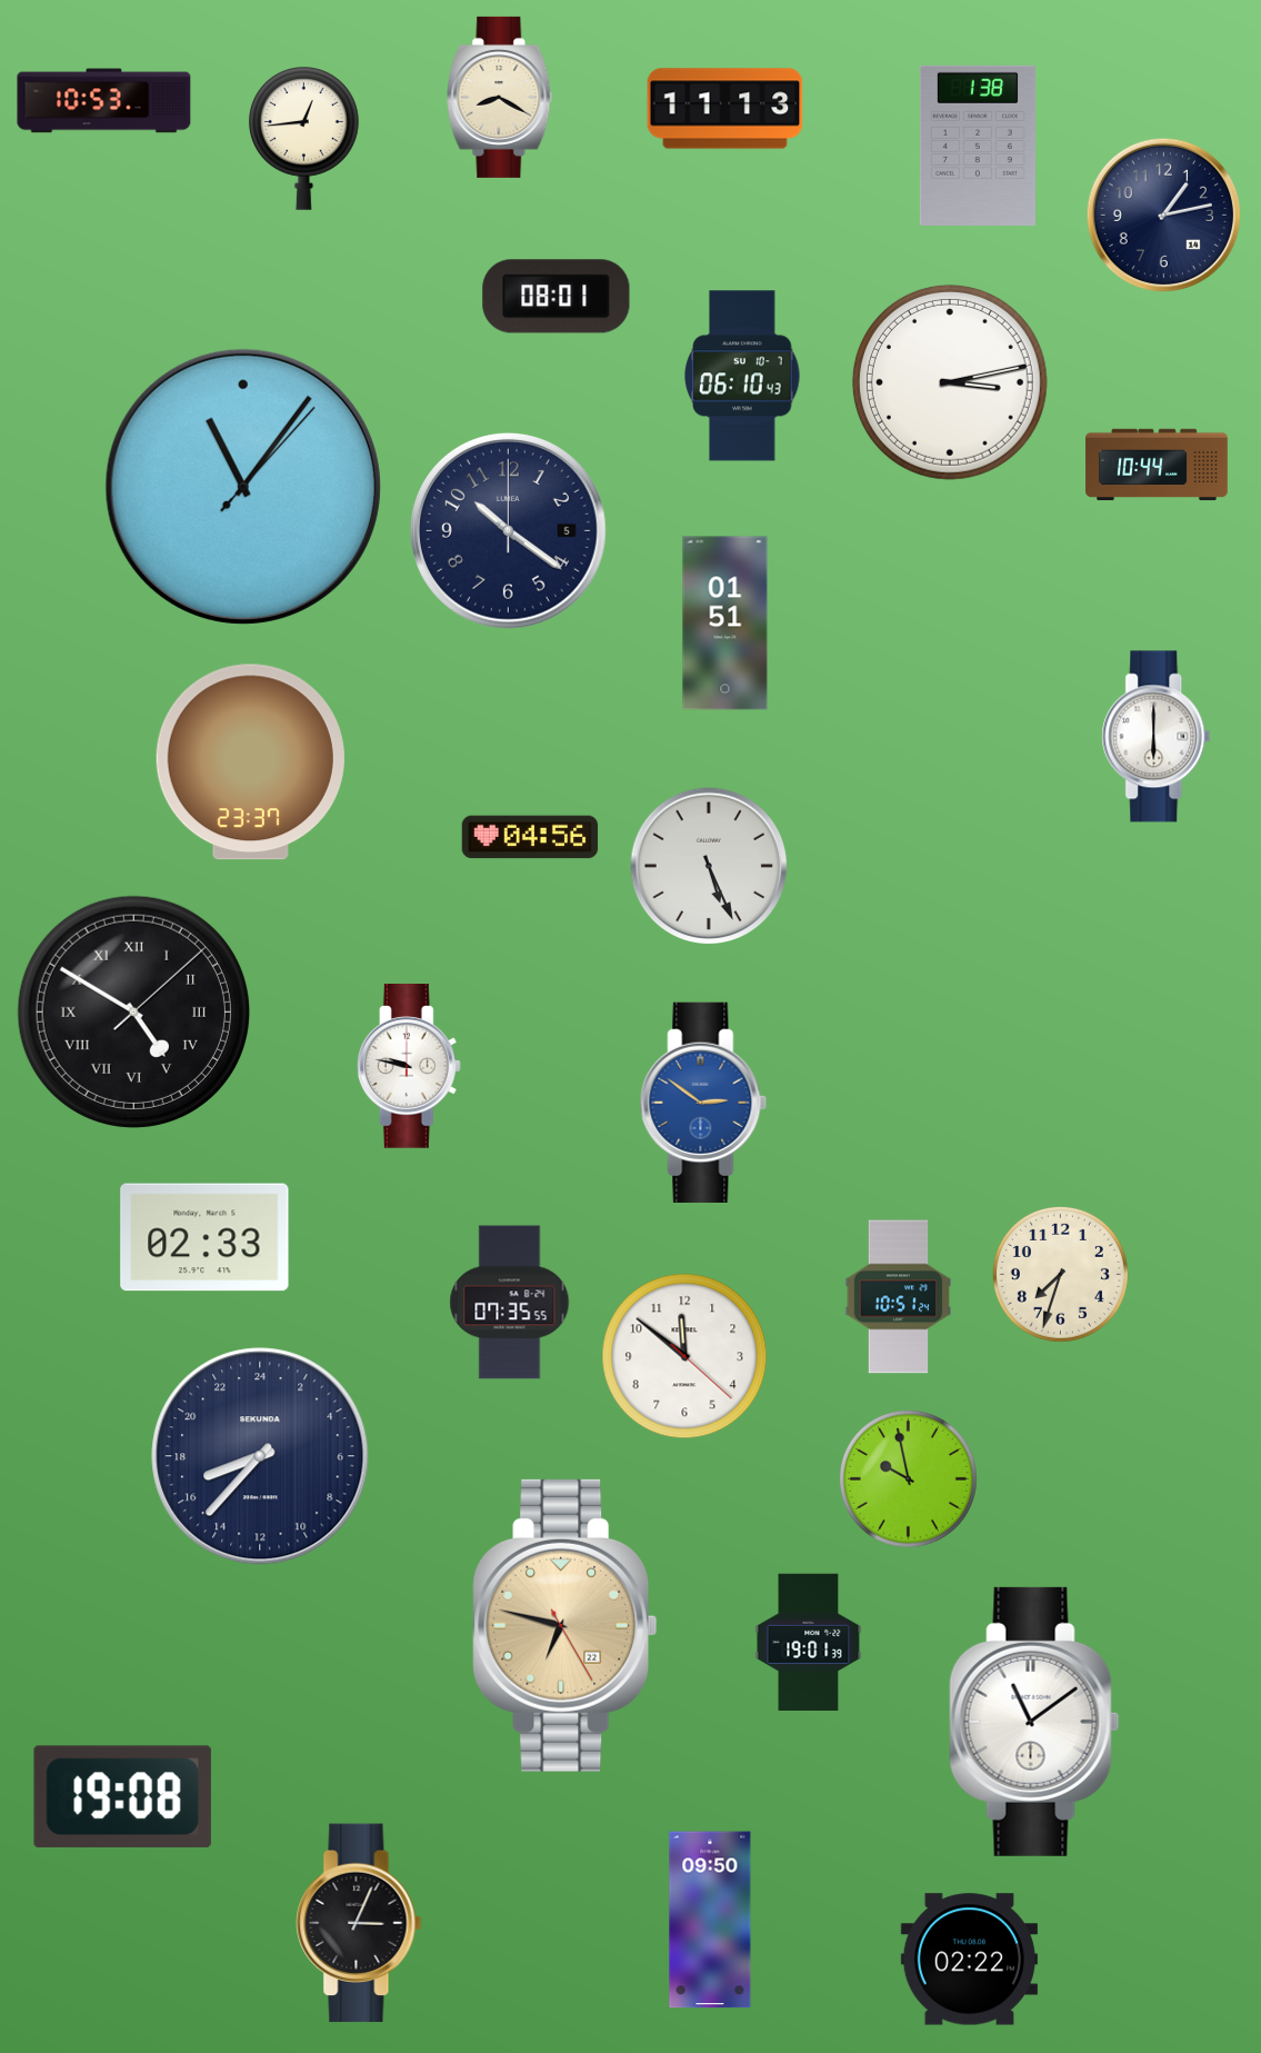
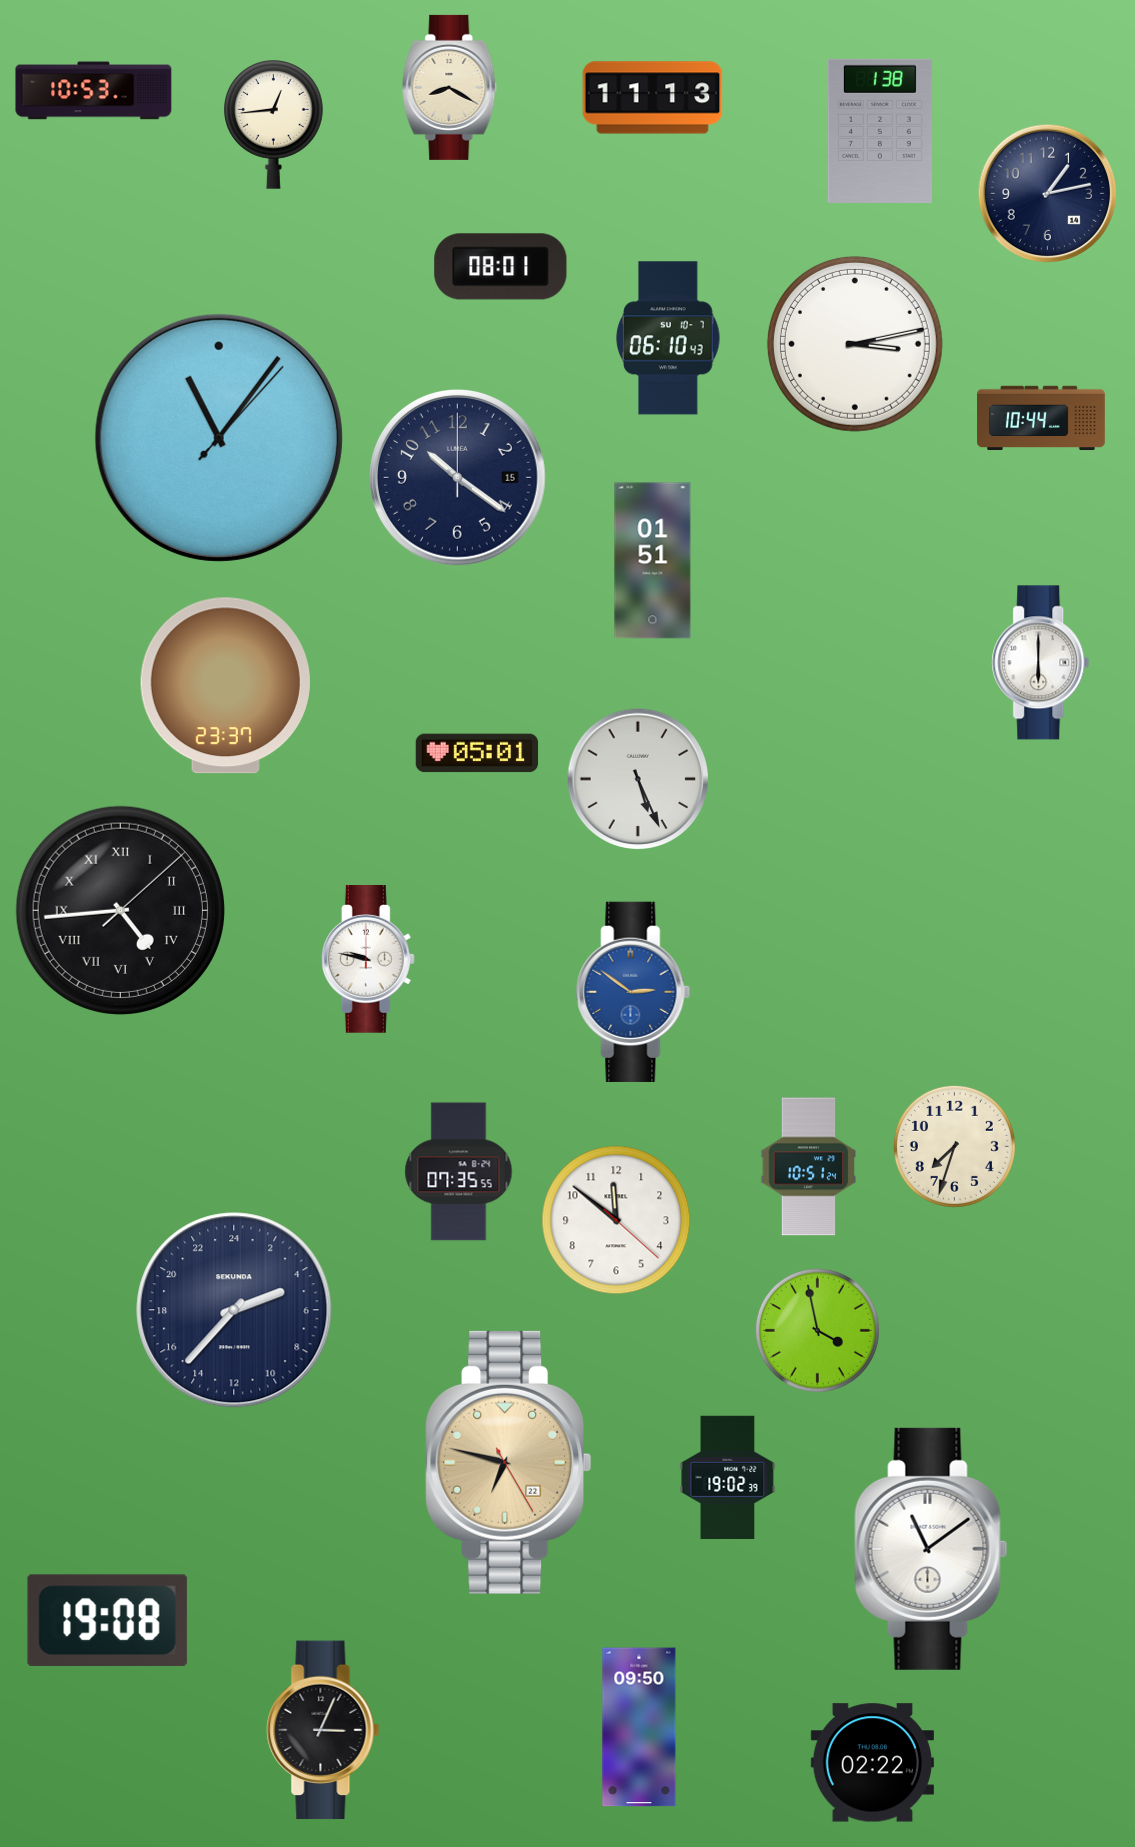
clock at (508, 530) date: 5 -> 15
clock at (530, 837): 04:56 -> 05:01
clock at (133, 1011): 4:50 -> 4:44
clock at (204, 1237): 02:33 -> none
clock at (260, 1456): 16:37 -> 4:37
clock at (908, 1478): 9:58 -> 3:58
clock at (809, 1642): 19:01 -> 19:02
clock at (122, 1796) position: (122, 1796) -> (107, 1620)
